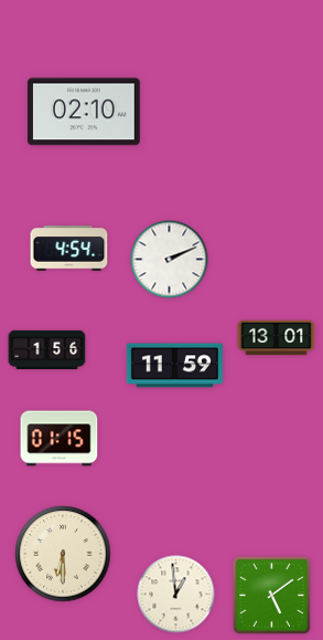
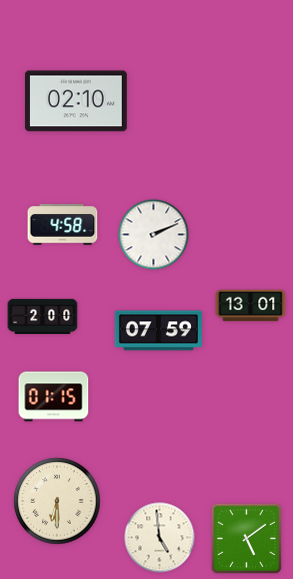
clock at (69, 249): 4:54 -> 4:58
clock at (47, 349): 1:56 -> 2:00
clock at (174, 366): 11:59 -> 07:59
clock at (176, 595): 12:59 -> 4:59
